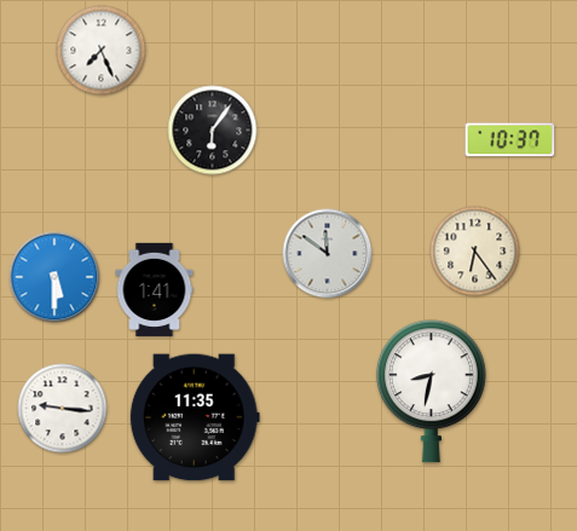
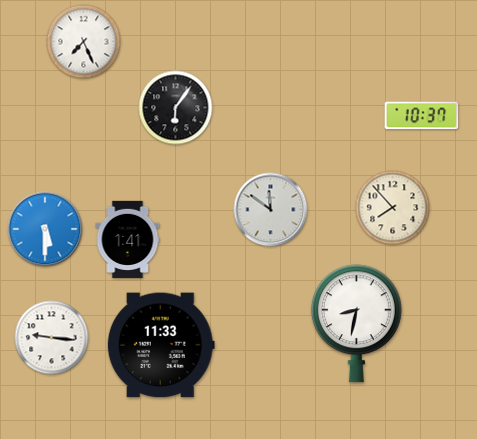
clock at (475, 252): 6:24 -> 7:53
clock at (195, 417): 11:35 -> 11:33
